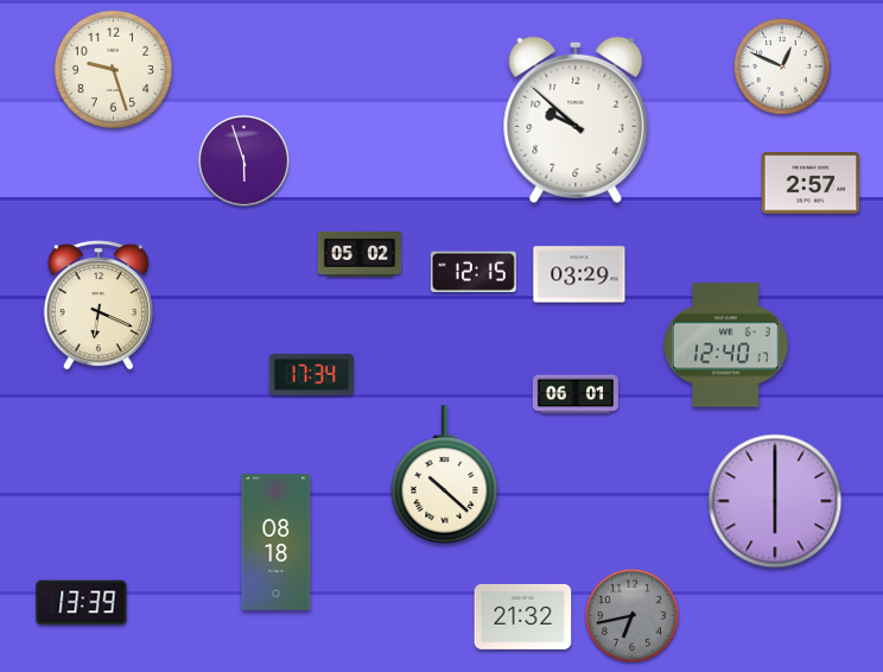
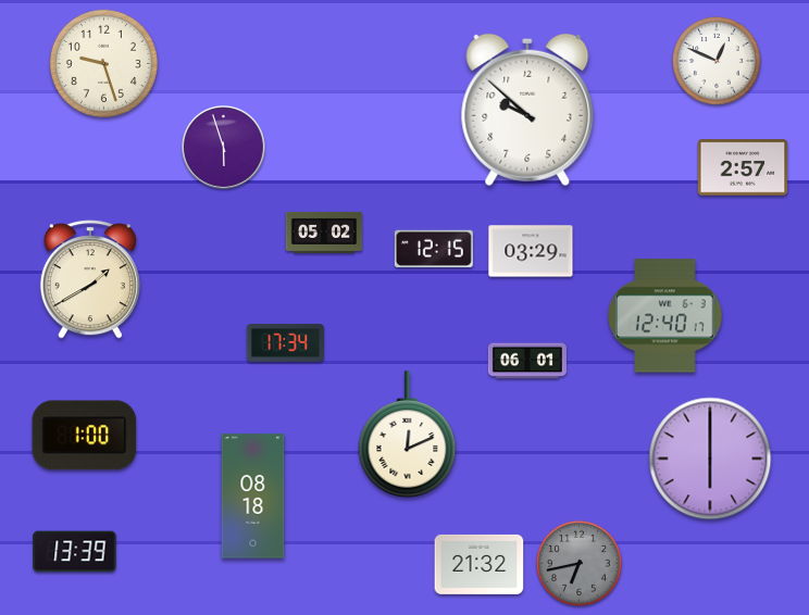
clock at (360, 254) position: (360, 254) -> (324, 233)
clock at (99, 305): 6:19 -> 1:40
clock at (445, 475): 10:22 -> 12:11
clock at (85, 436): none -> 1:00
